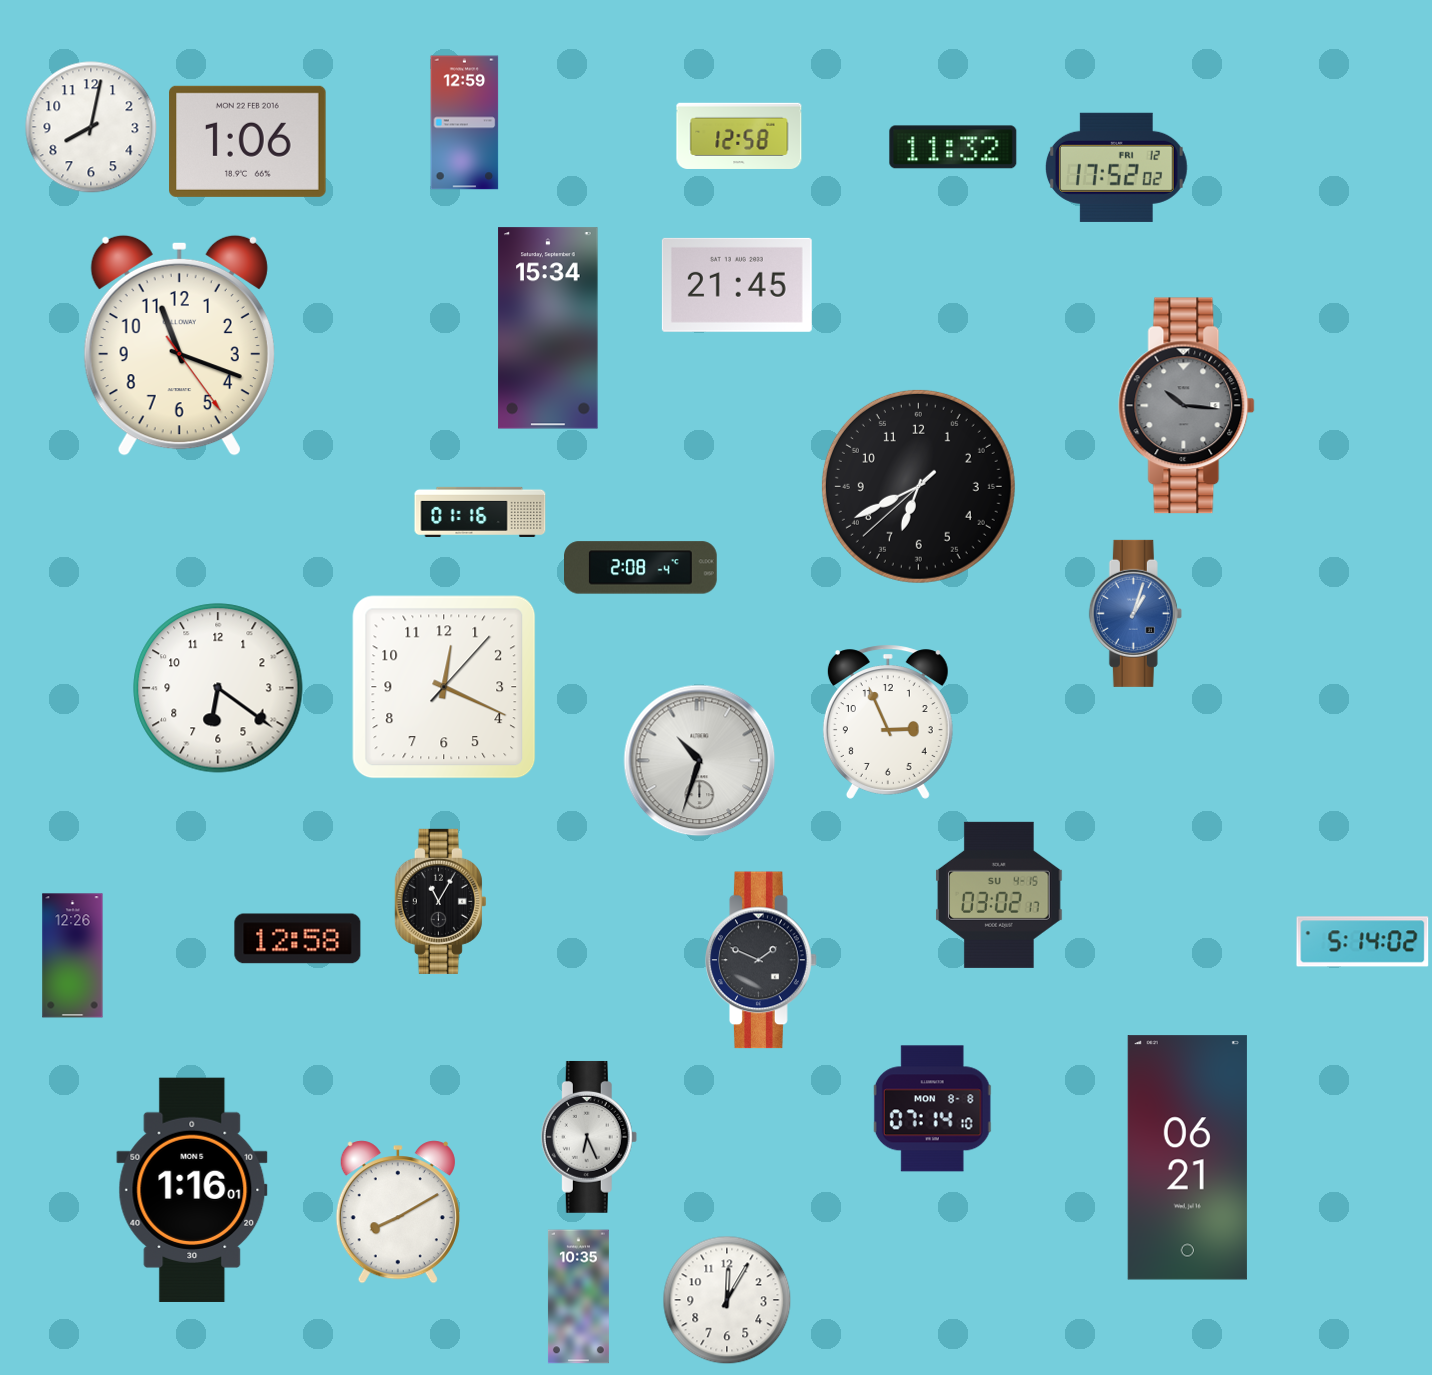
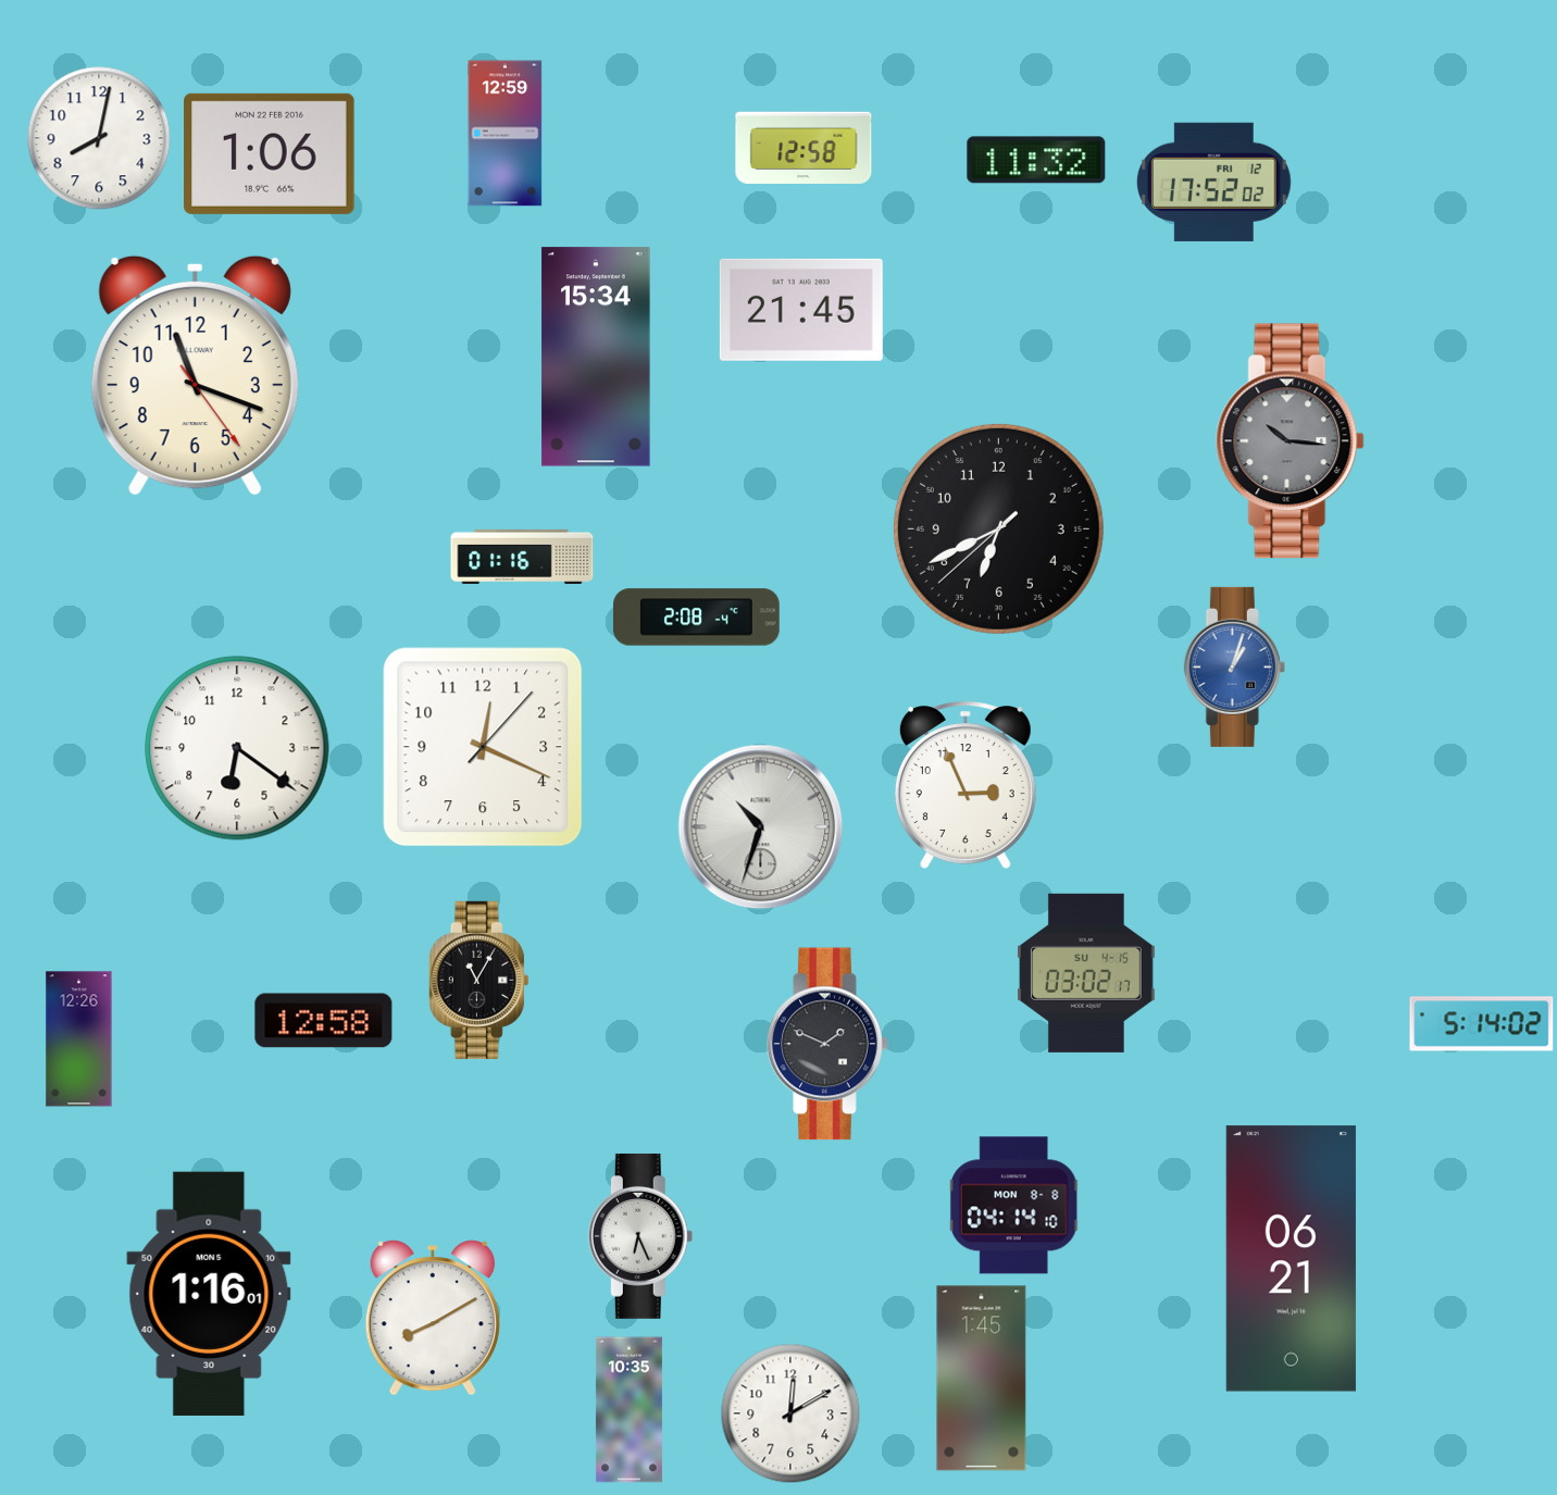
clock at (933, 1109): 07:14 -> 04:14
clock at (982, 1379): none -> 1:45
clock at (727, 1300): 12:05 -> 12:10
